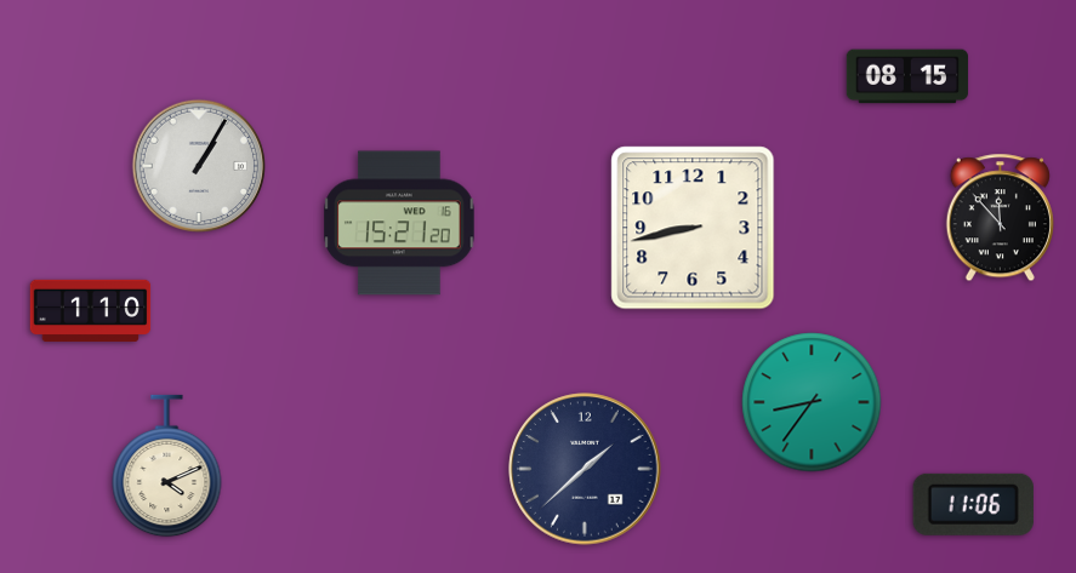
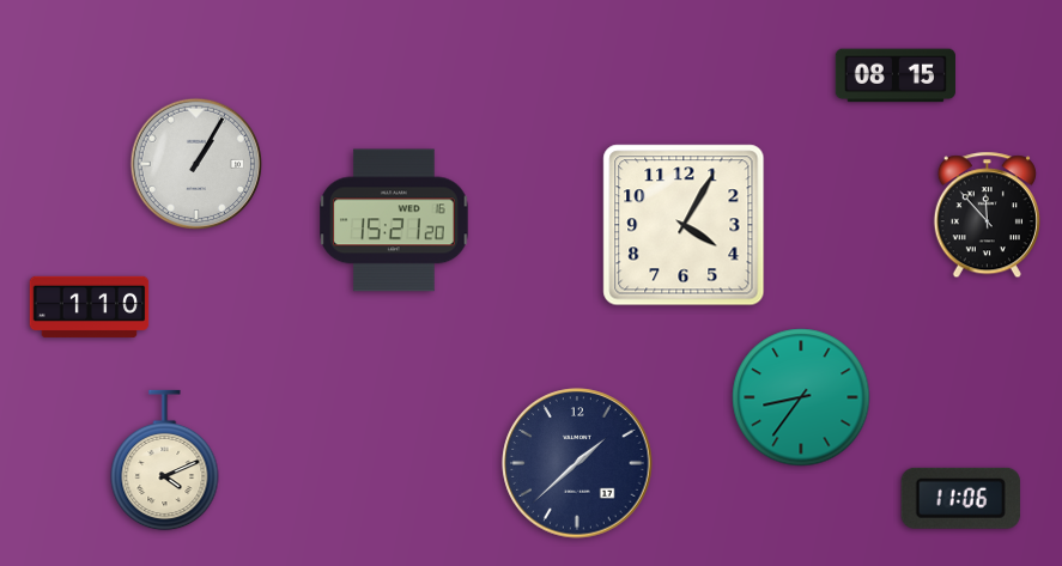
clock at (693, 228): 8:43 -> 4:05
